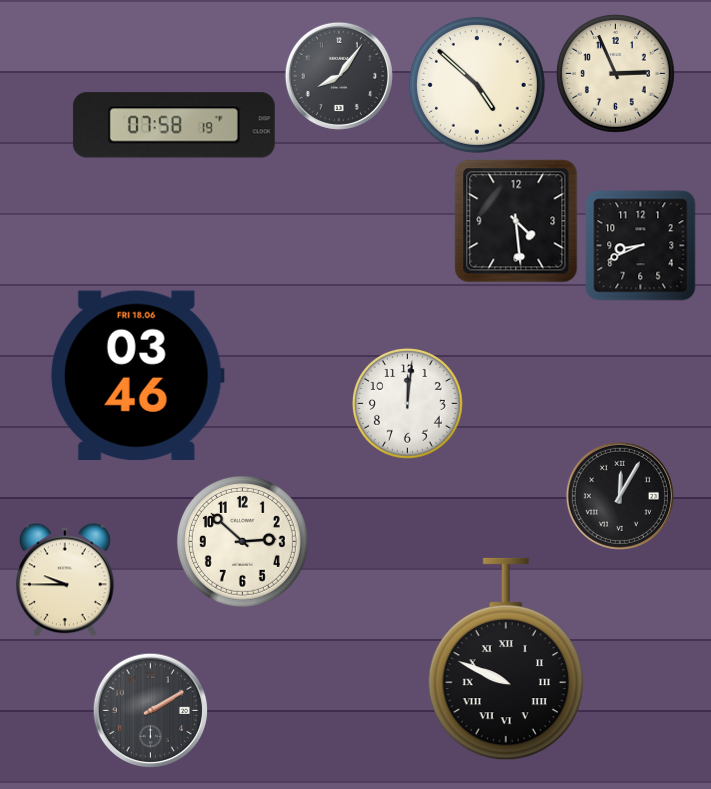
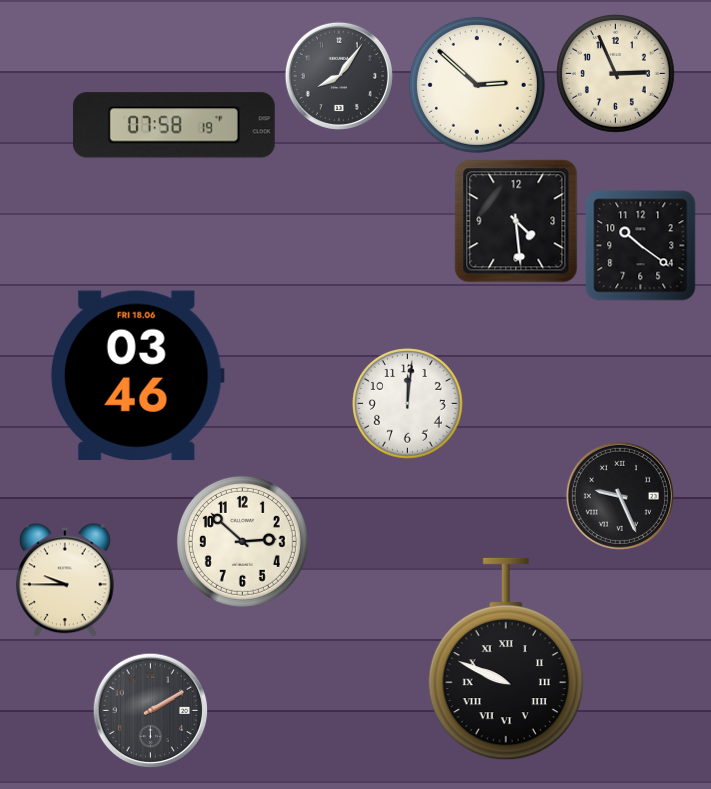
clock at (477, 85): 4:52 -> 2:52
clock at (641, 246): 8:41 -> 10:21
clock at (620, 496): 12:05 -> 9:26
